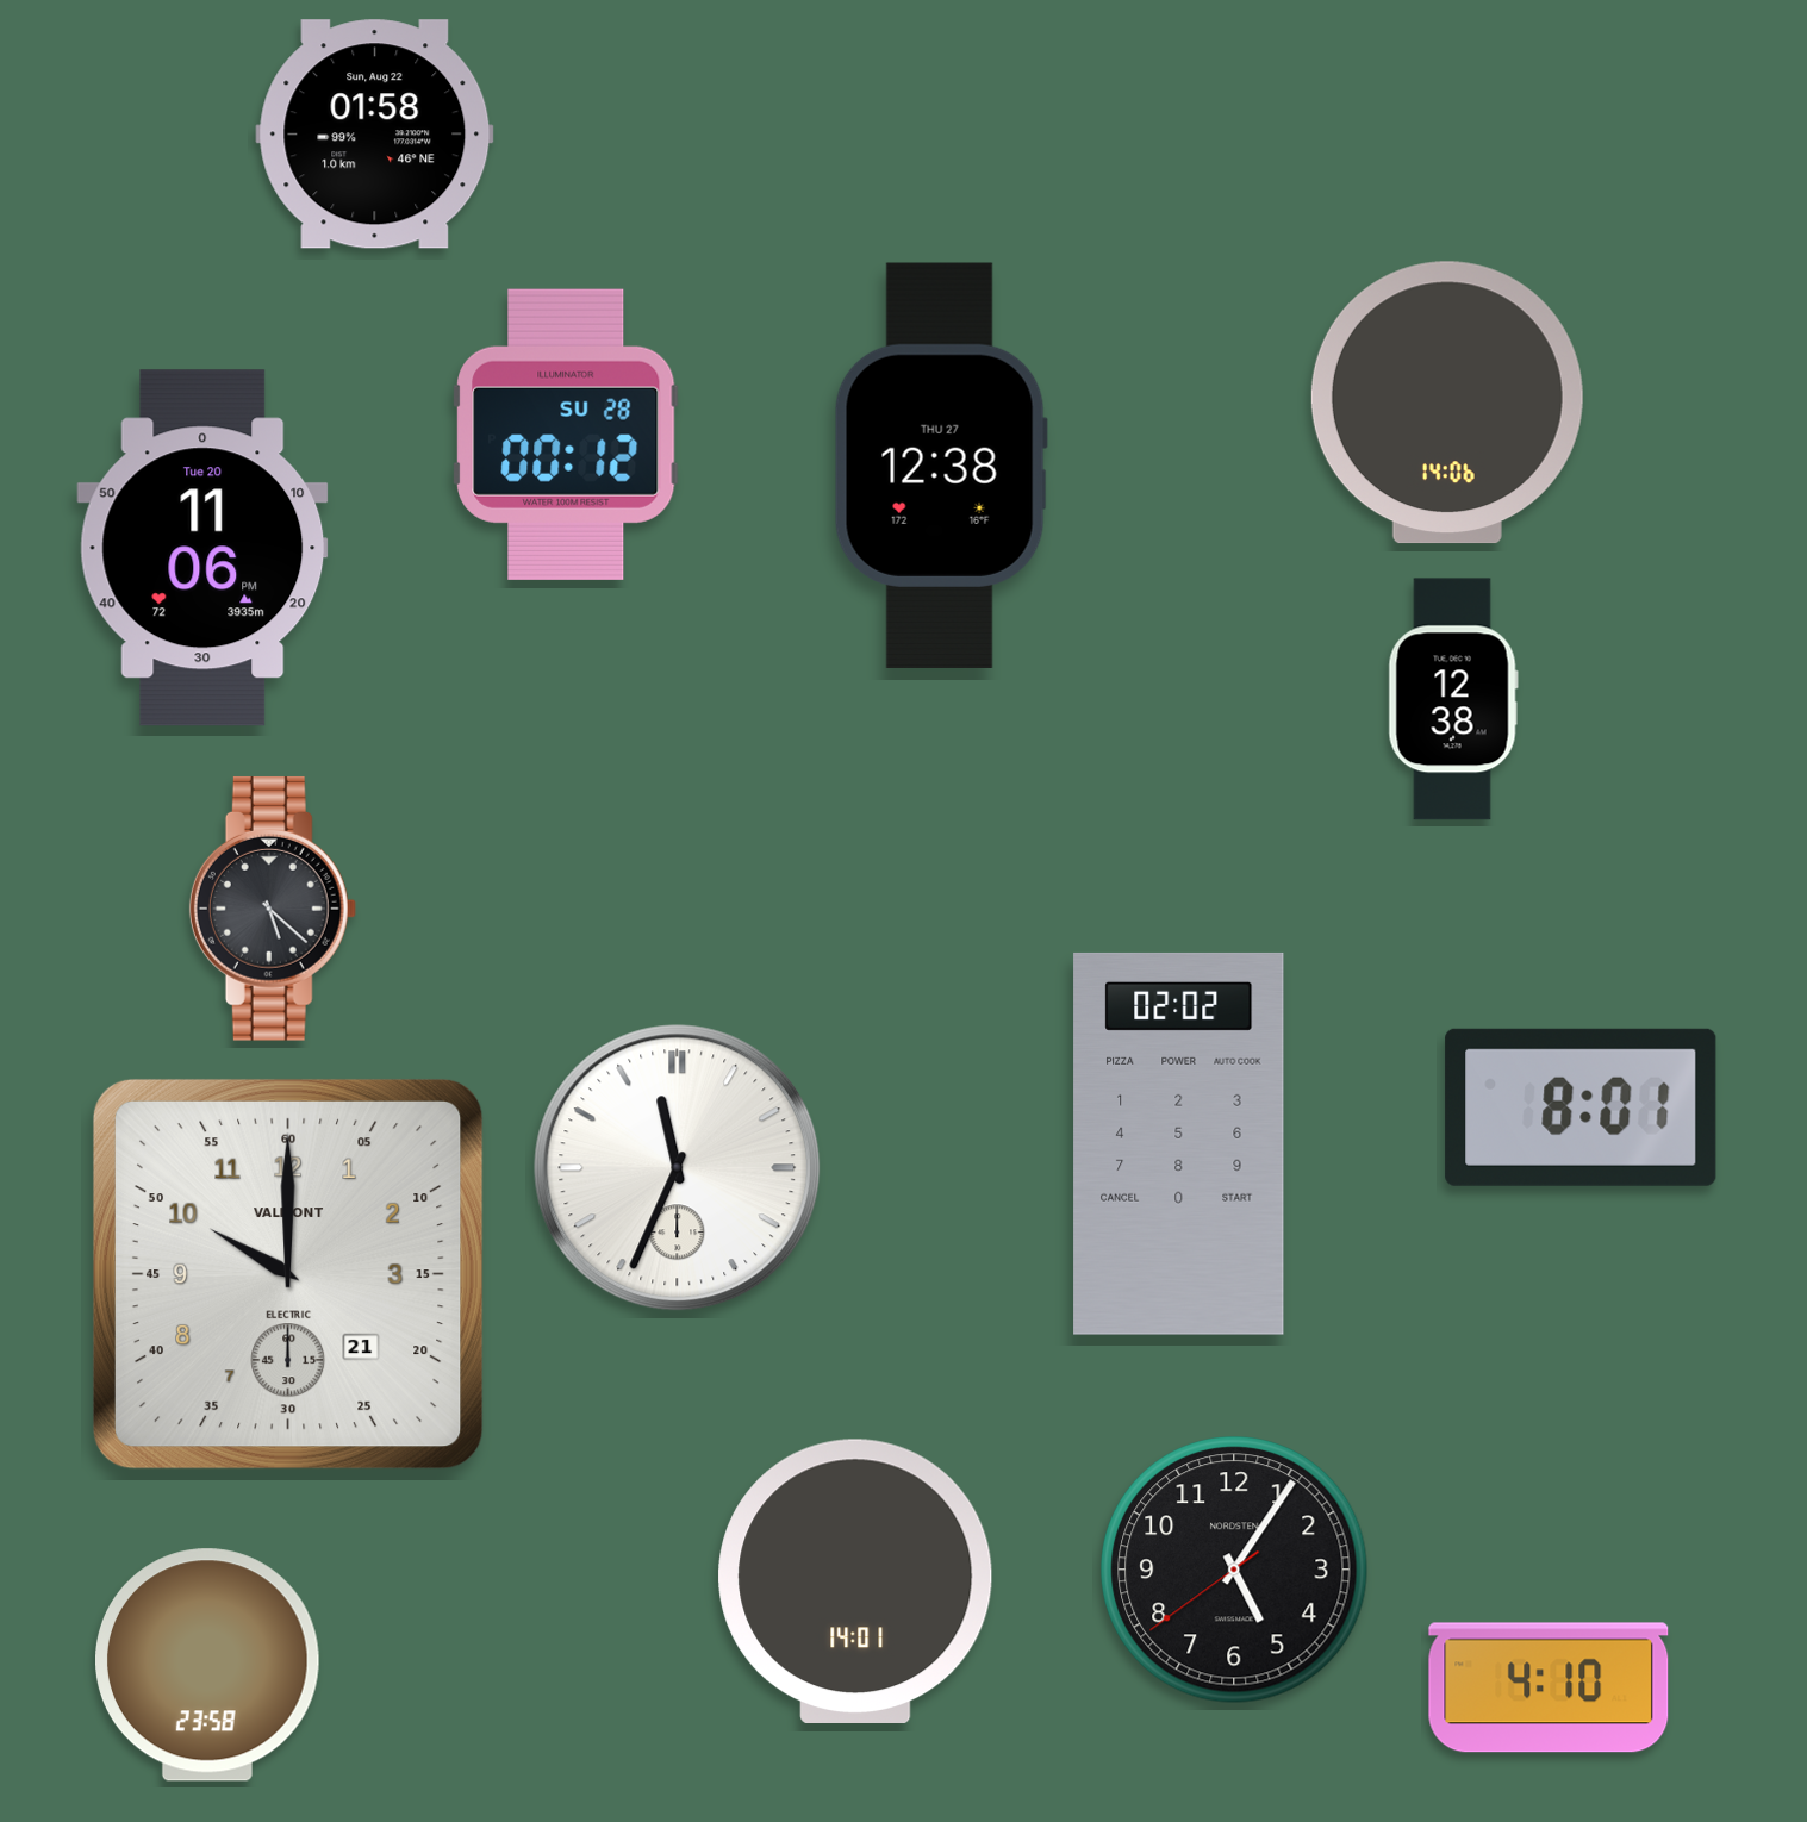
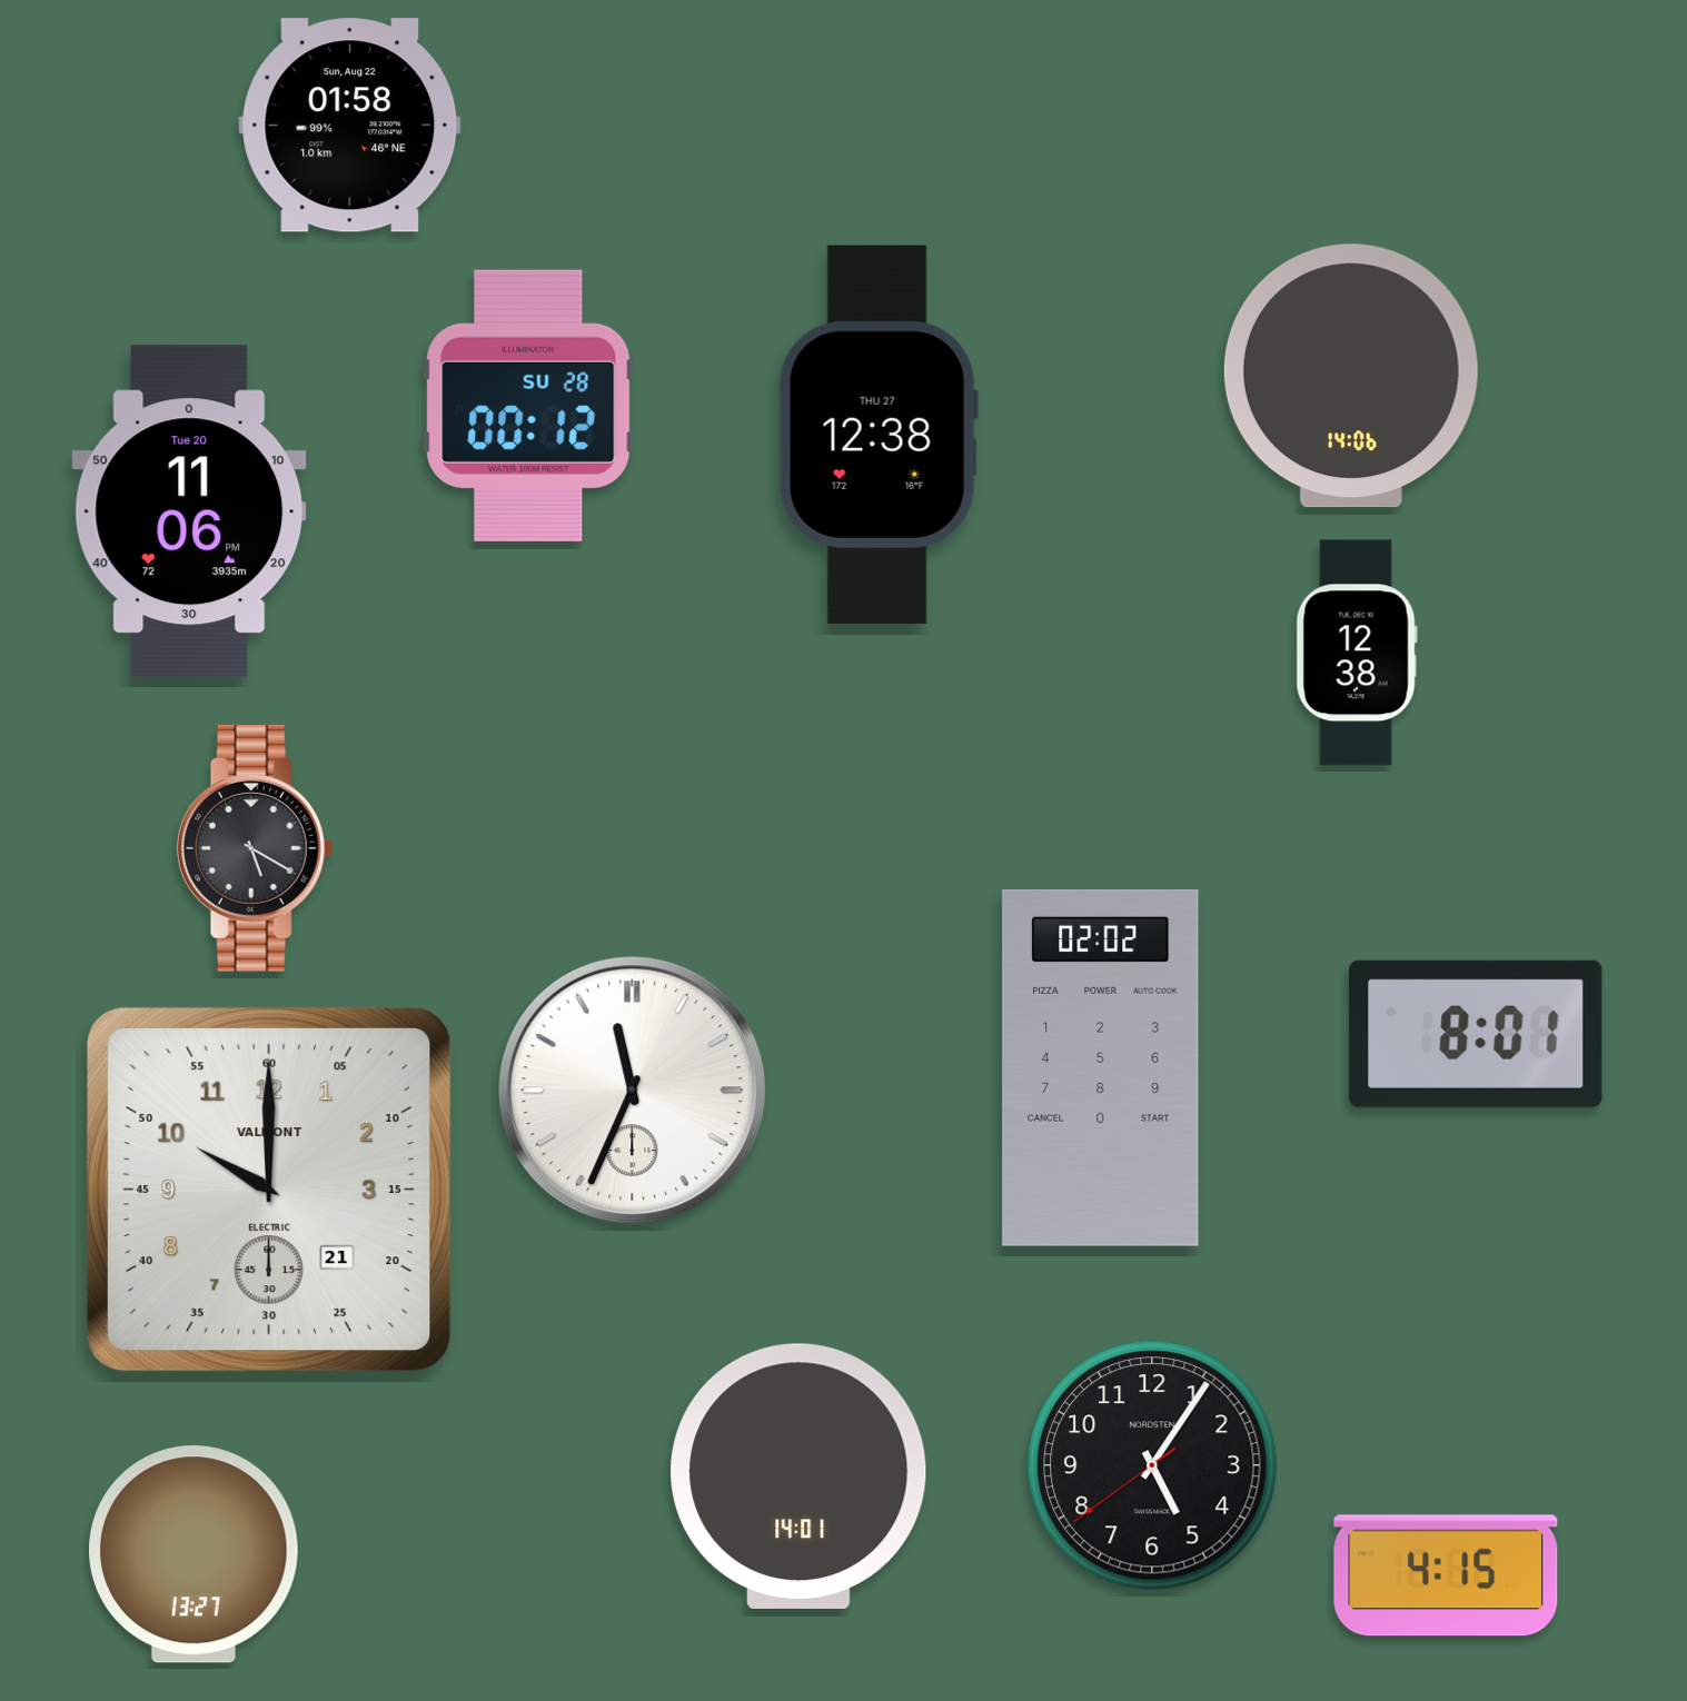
clock at (273, 909): 5:22 -> 5:20
clock at (208, 1665): 23:58 -> 13:27
clock at (1549, 1687): 4:10 -> 4:15
